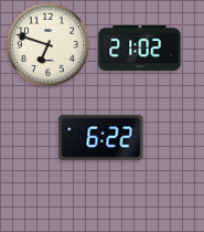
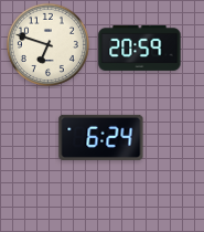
clock at (140, 48): 21:02 -> 20:59
clock at (101, 137): 6:22 -> 6:24
